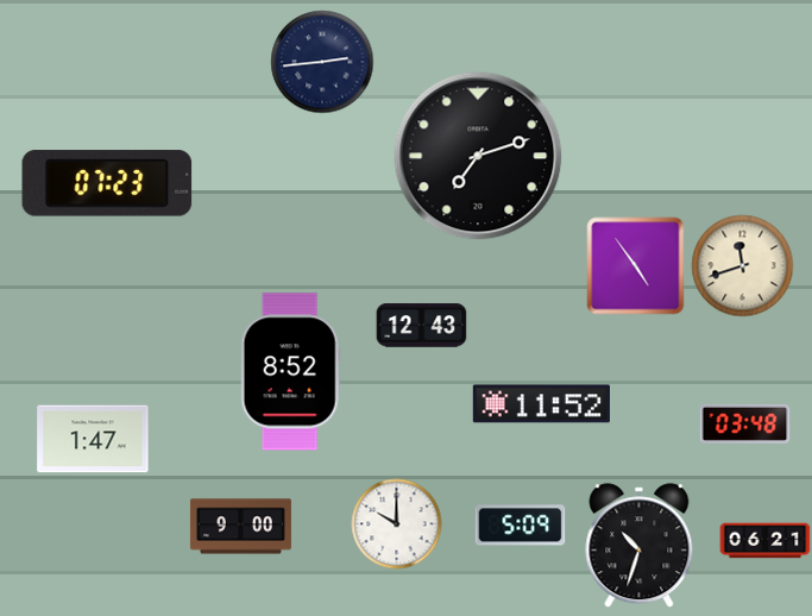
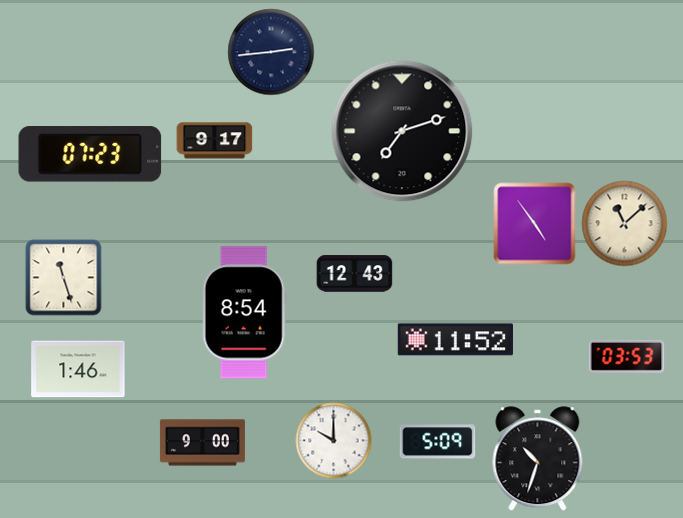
clock at (215, 141): none -> 9:17
clock at (743, 266): 11:42 -> 11:08
clock at (64, 278): none -> 11:27
clock at (290, 372): 8:52 -> 8:54
clock at (745, 423): 03:48 -> 03:53
clock at (93, 439): 1:47 -> 1:46
clock at (766, 541): 06:21 -> none
